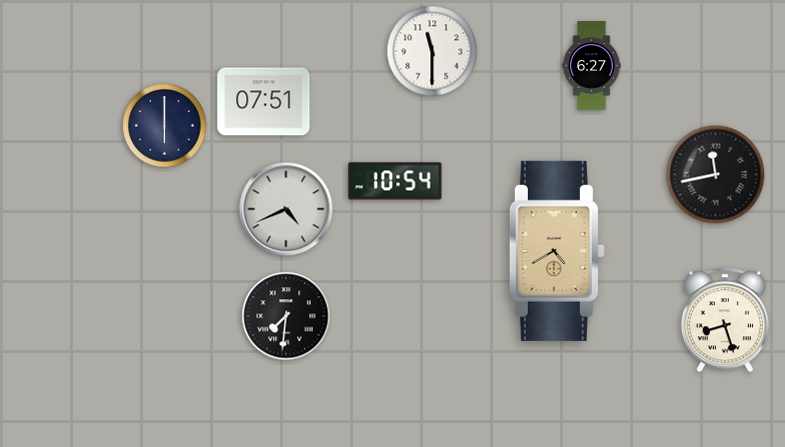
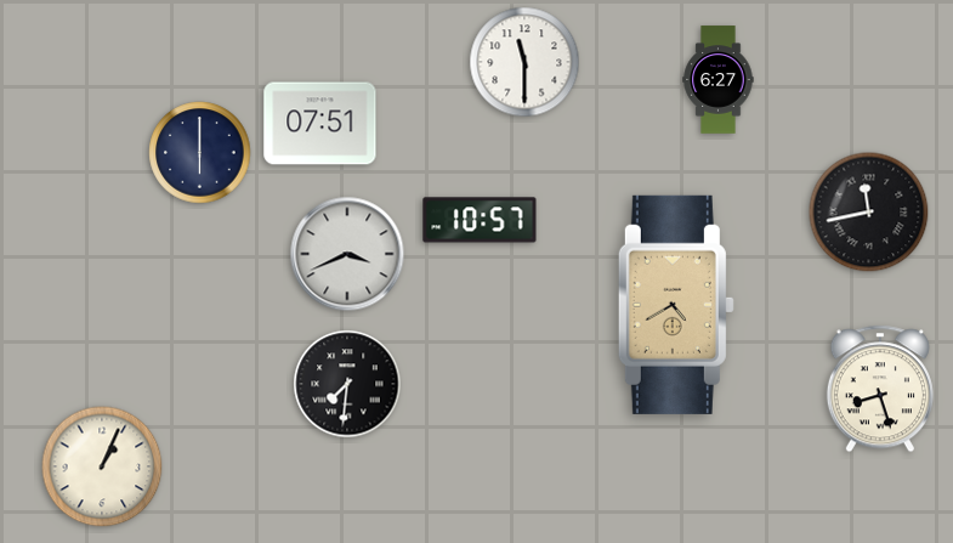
clock at (395, 181): 10:54 -> 10:57
clock at (286, 209): 4:41 -> 3:41
clock at (102, 466): none -> 1:04
